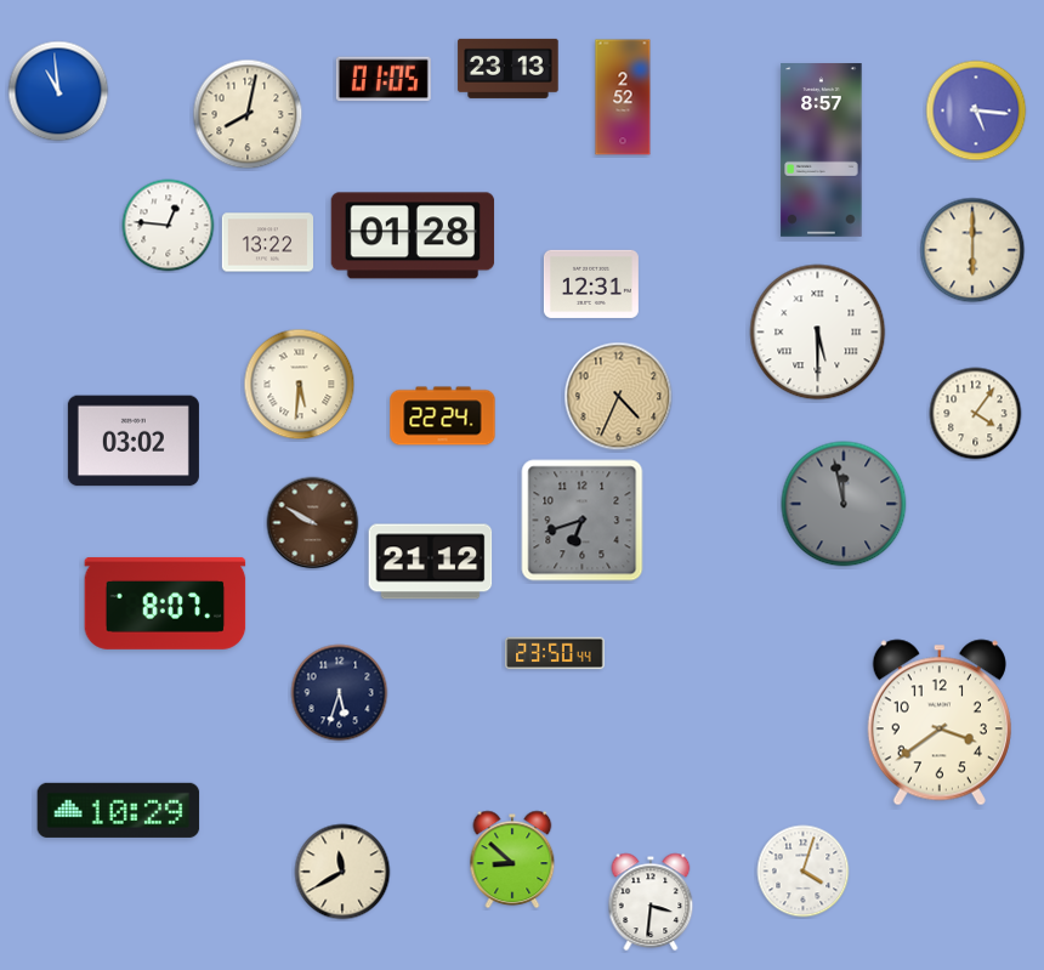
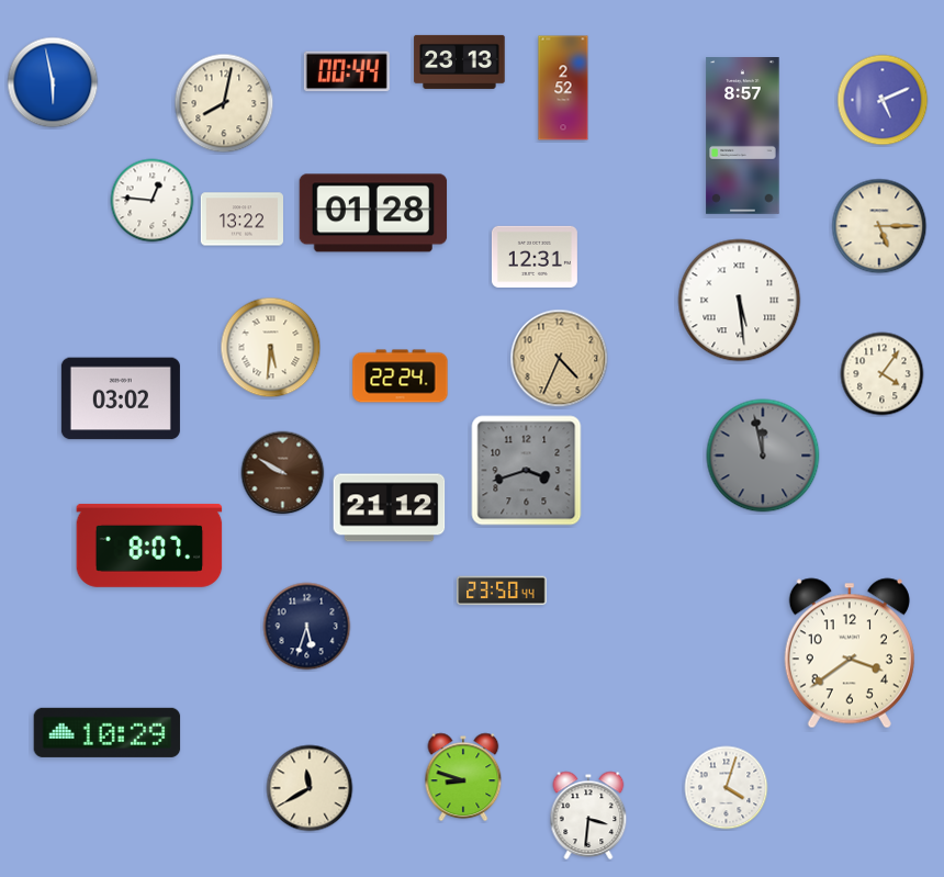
clock at (384, 79): 01:05 -> 00:44
clock at (58, 91): 10:59 -> 5:58
clock at (976, 110): 5:16 -> 5:11
clock at (169, 226) position: (169, 226) -> (153, 201)
clock at (972, 250): 6:00 -> 5:15
clock at (818, 333): 5:30 -> 5:29
clock at (583, 521): 6:42 -> 3:42
clock at (512, 860): 8:52 -> 8:48
